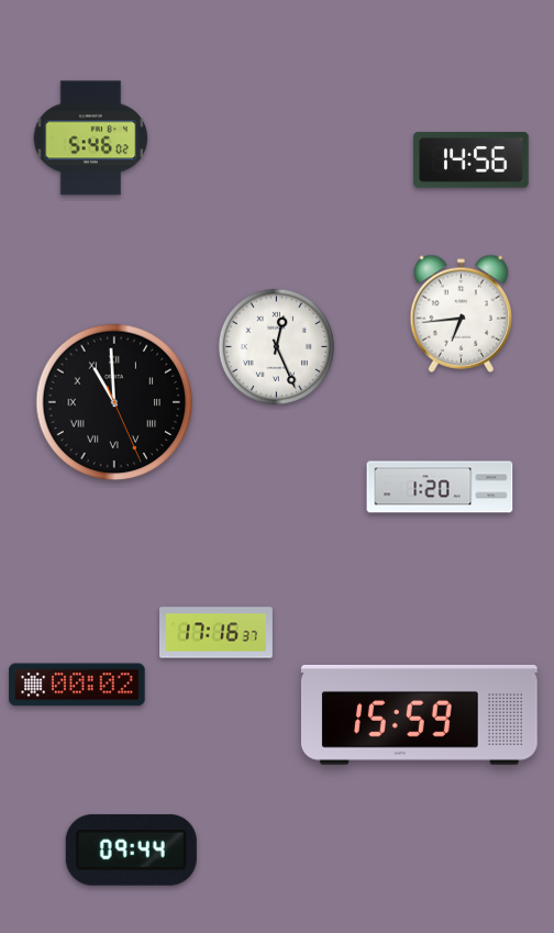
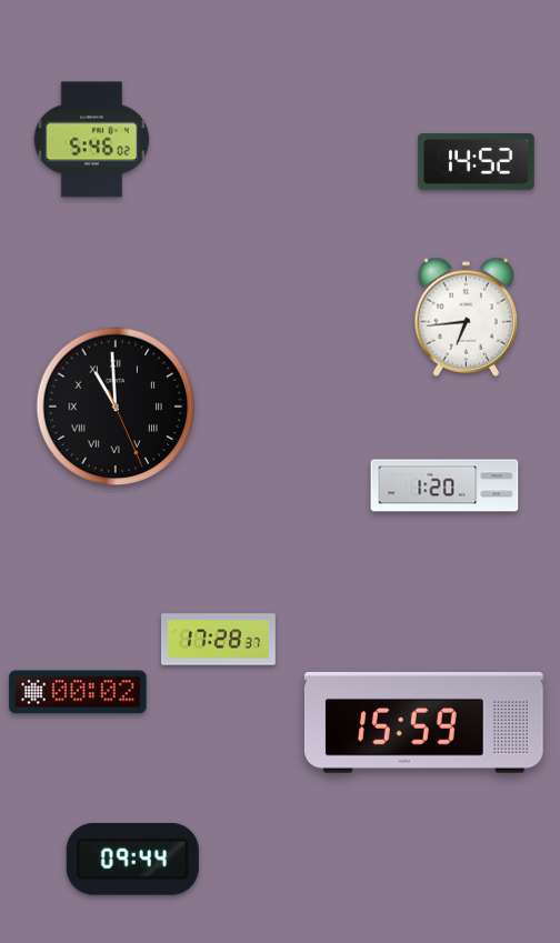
clock at (472, 160): 14:56 -> 14:52
clock at (276, 346): 12:26 -> none
clock at (440, 487) position: (440, 487) -> (444, 485)
clock at (217, 633): 17:16 -> 17:28
